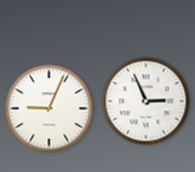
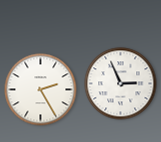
clock at (50, 109): 9:04 -> 2:25
